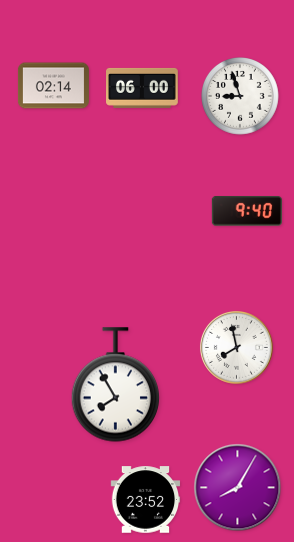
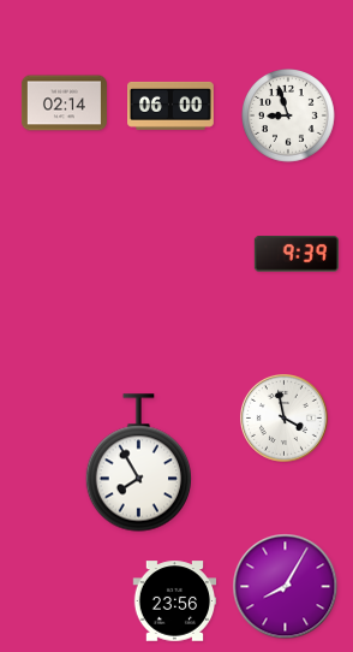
clock at (247, 211): 9:40 -> 9:39
clock at (237, 348): 7:58 -> 3:58
clock at (146, 500): 23:52 -> 23:56
